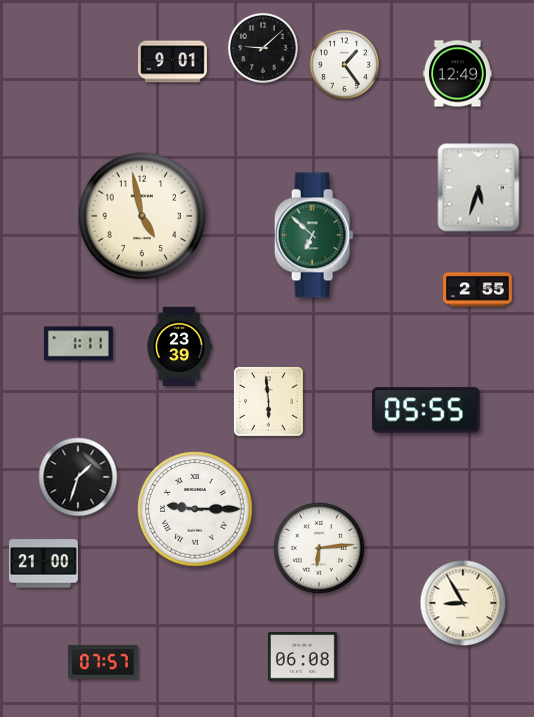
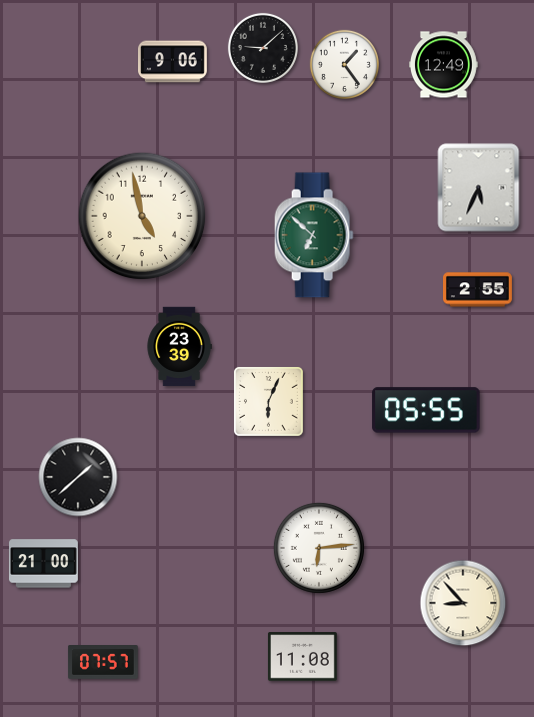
clock at (173, 62): 9:01 -> 9:06
clock at (458, 74) position: (458, 74) -> (444, 65)
clock at (479, 188): 5:33 -> 5:34
clock at (78, 344): 1:11 -> none
clock at (269, 402): 5:59 -> 6:04
clock at (78, 477): 1:33 -> 1:38
clock at (195, 509): 9:15 -> none
clock at (463, 603): 8:55 -> 8:53
clock at (302, 657): 06:08 -> 11:08
